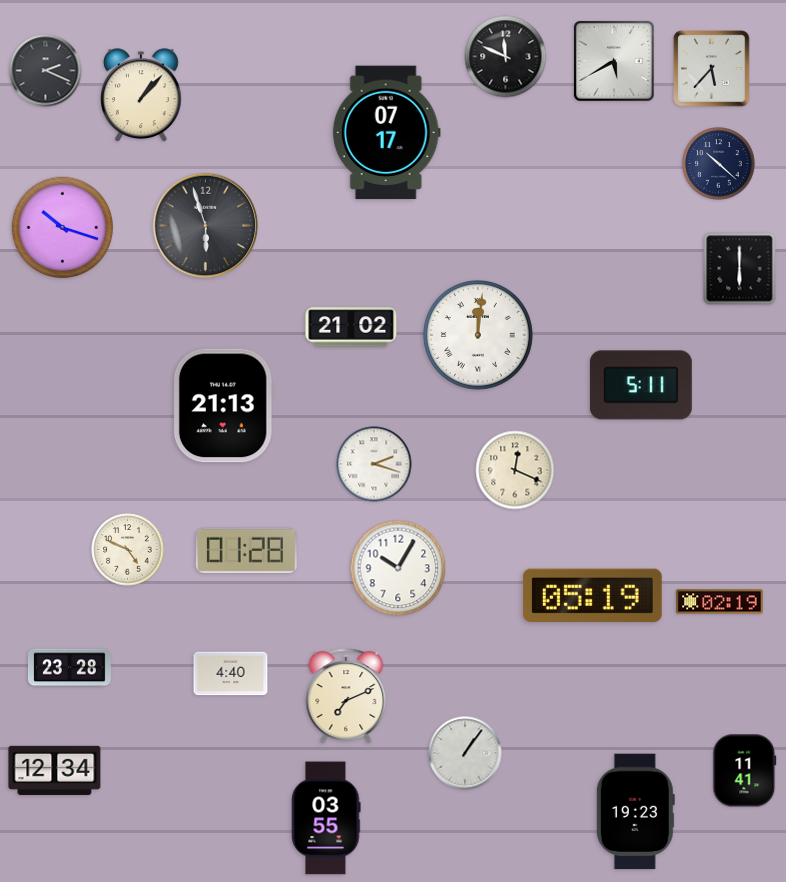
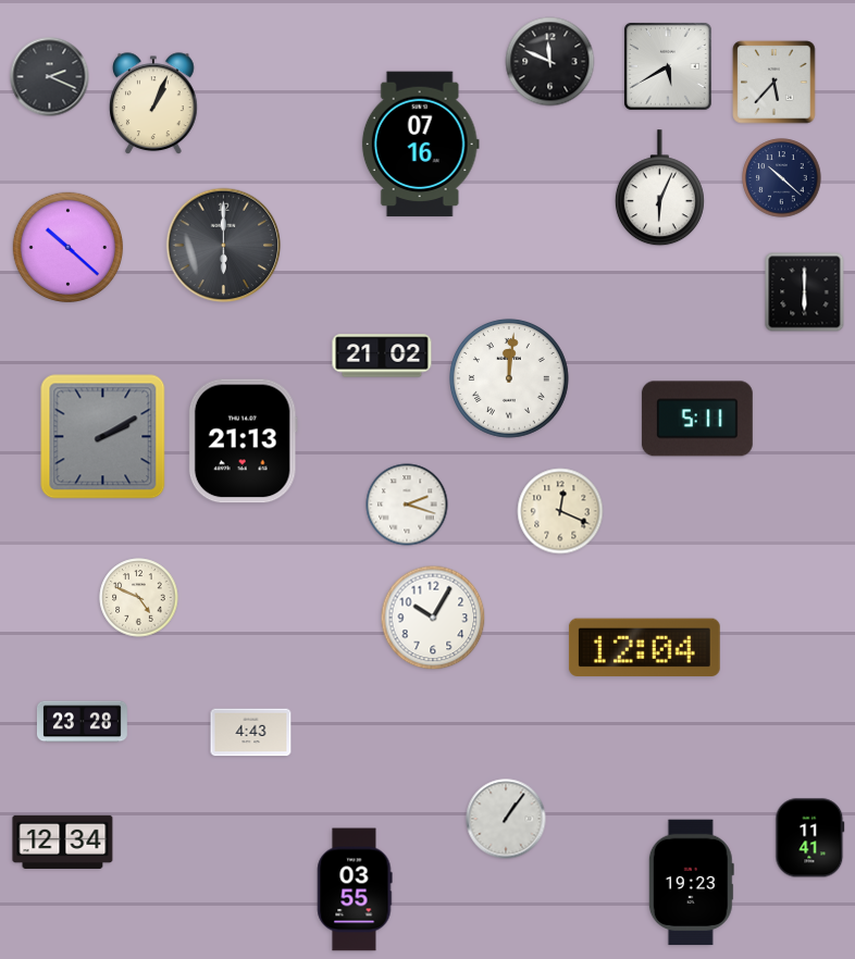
clock at (712, 69) position: (712, 69) -> (775, 83)
clock at (141, 95): 1:07 -> 1:04
clock at (386, 133): 07:17 -> 07:16
clock at (659, 188): none -> 6:04
clock at (206, 226): 5:57 -> 6:00
clock at (62, 227): 10:18 -> 10:22
clock at (478, 335) position: (478, 335) -> (509, 378)
clock at (103, 437): none -> 2:10
clock at (246, 551): 01:28 -> none
clock at (592, 596): 05:19 -> 12:04
clock at (720, 602): 02:19 -> none
clock at (69, 668) position: (69, 668) -> (82, 722)
clock at (231, 674): 4:40 -> 4:43
clock at (346, 696): 7:11 -> none
clock at (55, 770) position: (55, 770) -> (63, 842)
